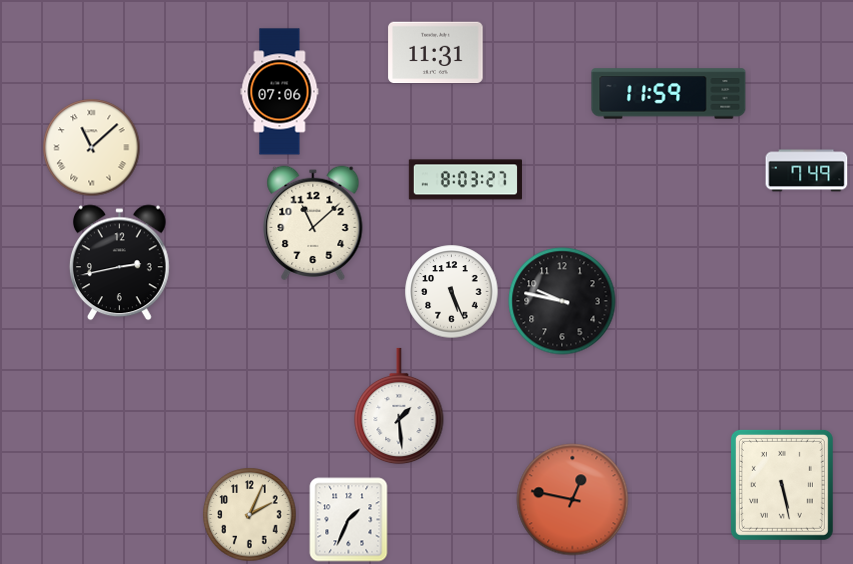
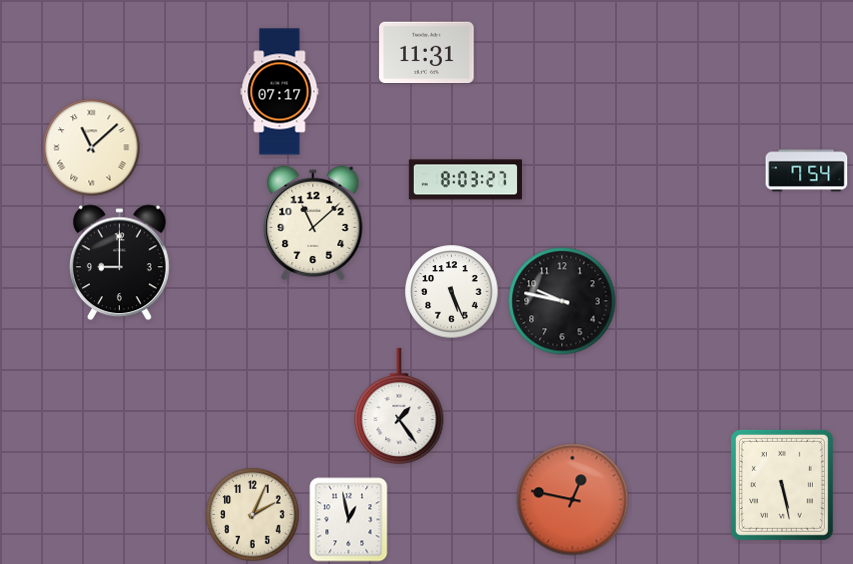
clock at (436, 53) position: (436, 53) -> (427, 53)
clock at (280, 92): 07:06 -> 07:17
clock at (669, 94): 11:59 -> none
clock at (807, 171): 7:49 -> 7:54
clock at (120, 263): 2:43 -> 9:00
clock at (399, 406): 1:29 -> 1:24
clock at (250, 515) position: (250, 515) -> (253, 515)
clock at (349, 520): 1:34 -> 12:58
